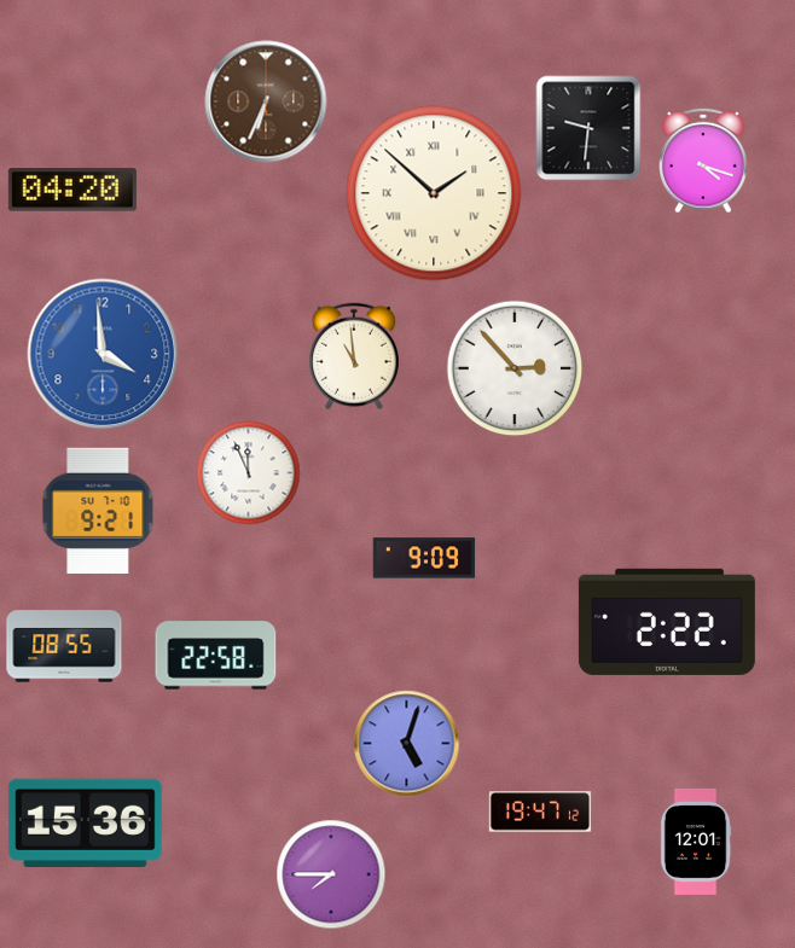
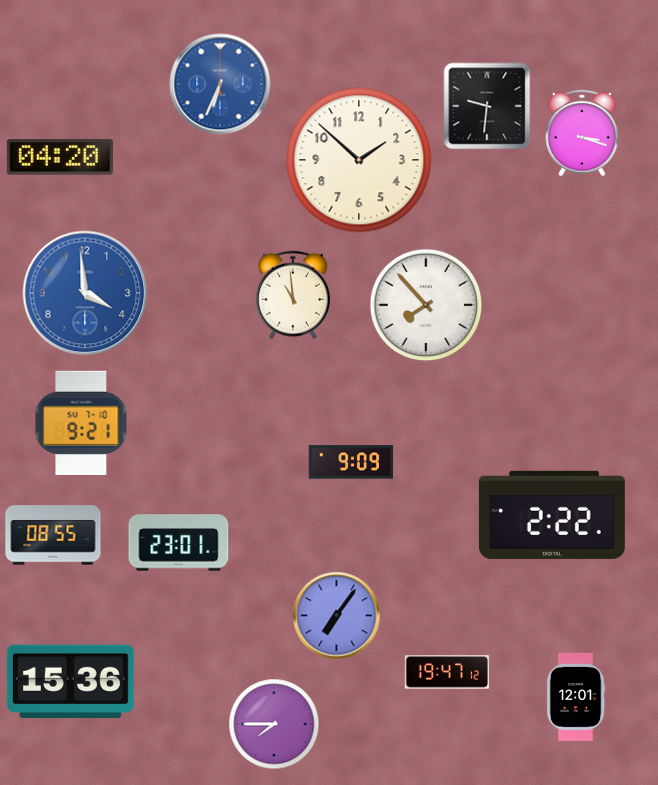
clock at (266, 101) dial: brown -> blue
clock at (703, 161): 4:18 -> 3:18
clock at (434, 193) numerals: Roman -> Arabic
clock at (515, 368): 2:53 -> 7:53
clock at (249, 473): 11:56 -> none
clock at (216, 656): 22:58 -> 23:01
clock at (407, 744): 5:03 -> 7:06
